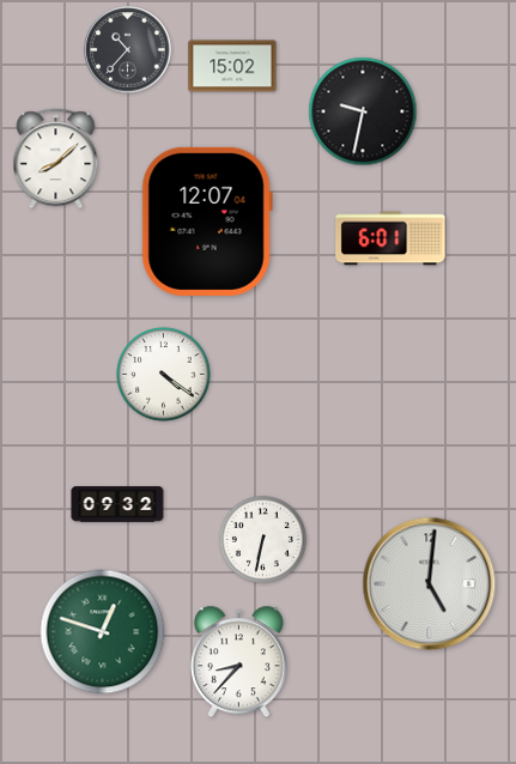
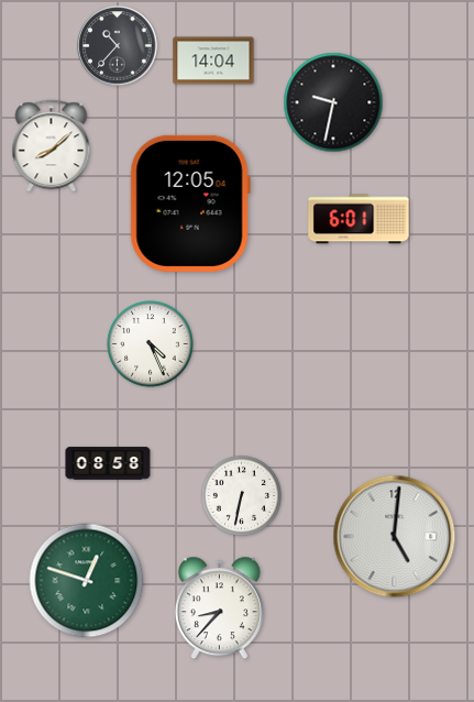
clock at (232, 66): 15:02 -> 14:04
clock at (207, 222): 12:07 -> 12:05
clock at (164, 375): 4:21 -> 4:26
clock at (117, 504): 09:32 -> 08:58
clock at (103, 632) position: (103, 632) -> (87, 581)
